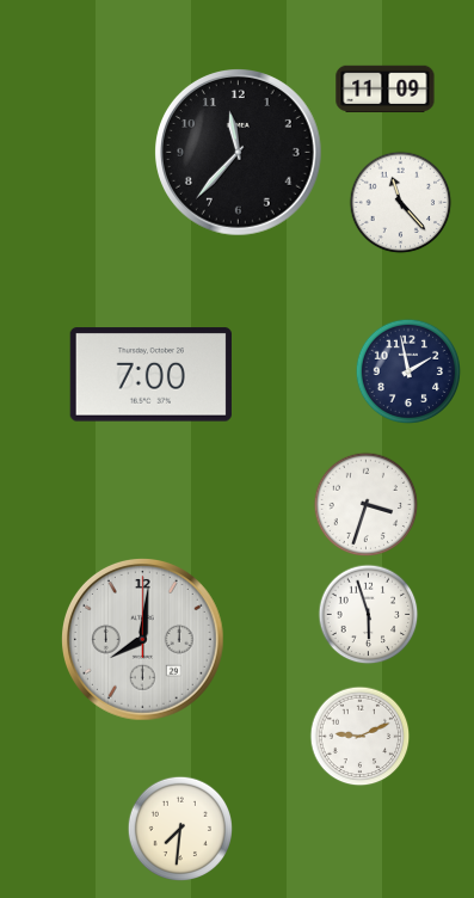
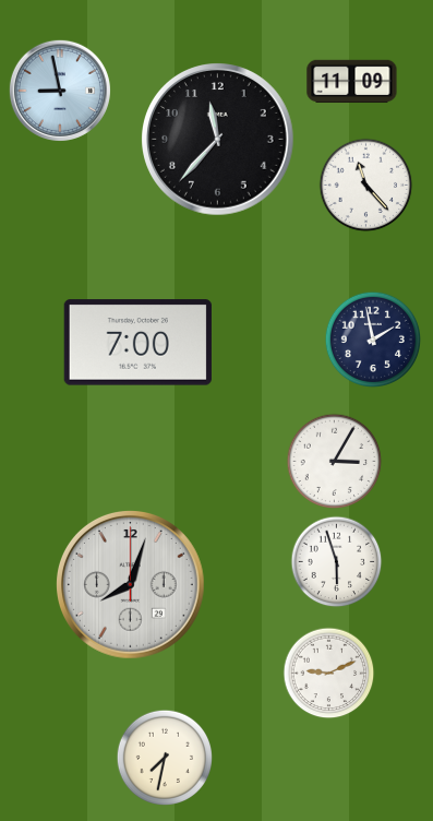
clock at (60, 91): none -> 8:58
clock at (367, 505): 3:33 -> 3:05
clock at (143, 640): 8:01 -> 8:03
clock at (180, 829): 7:31 -> 7:32
